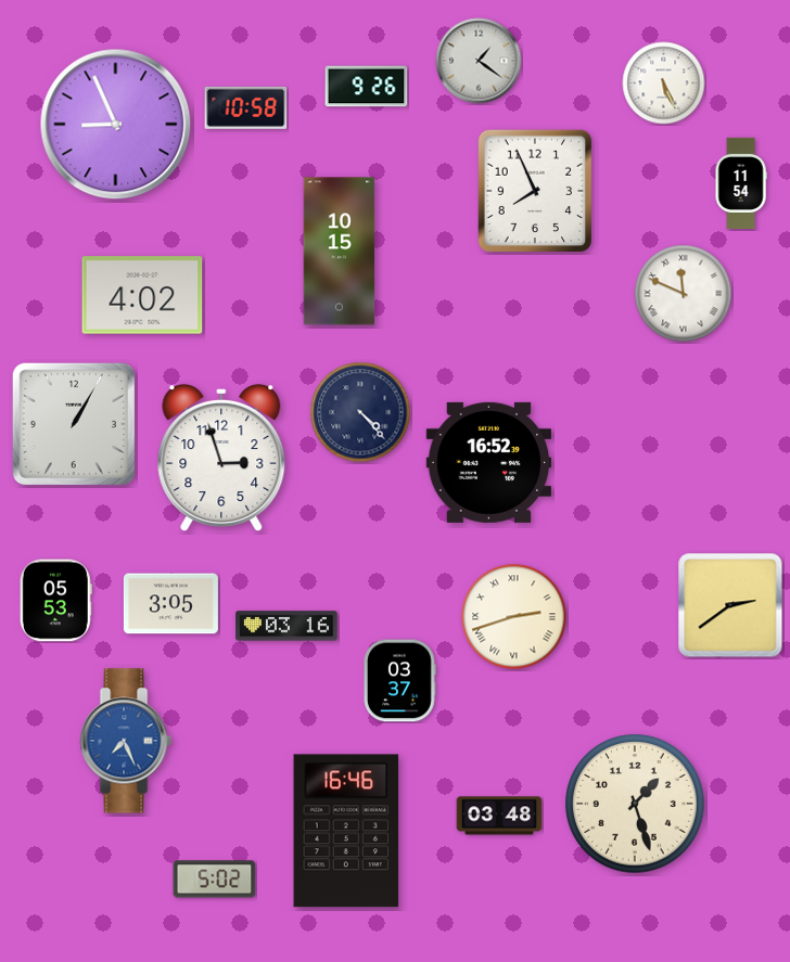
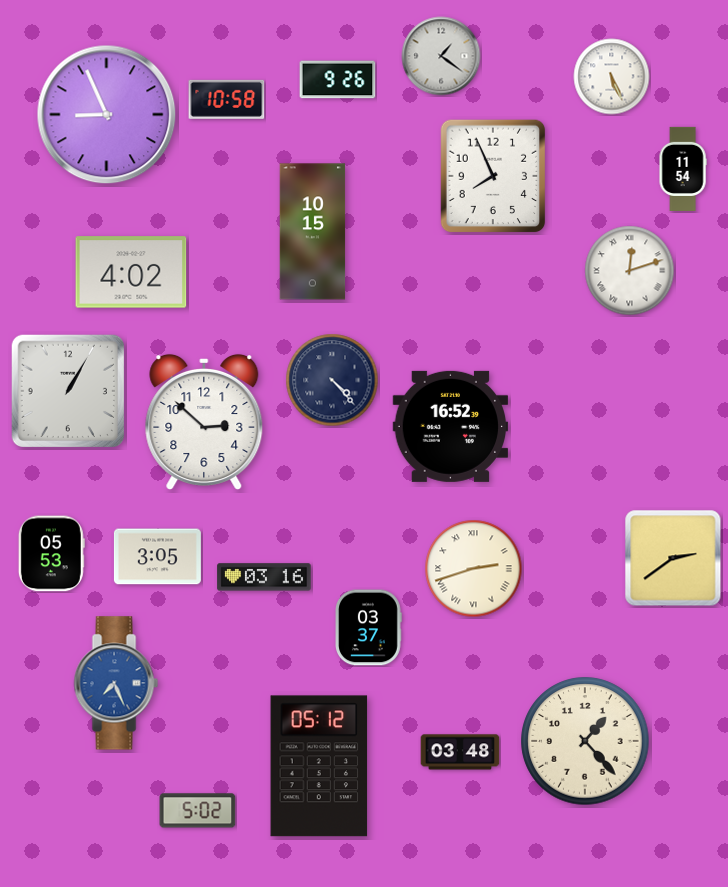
clock at (684, 294): 11:49 -> 12:12
clock at (221, 458): 2:57 -> 2:52
clock at (635, 804): 1:27 -> 1:23
clock at (346, 831): 16:46 -> 05:12
